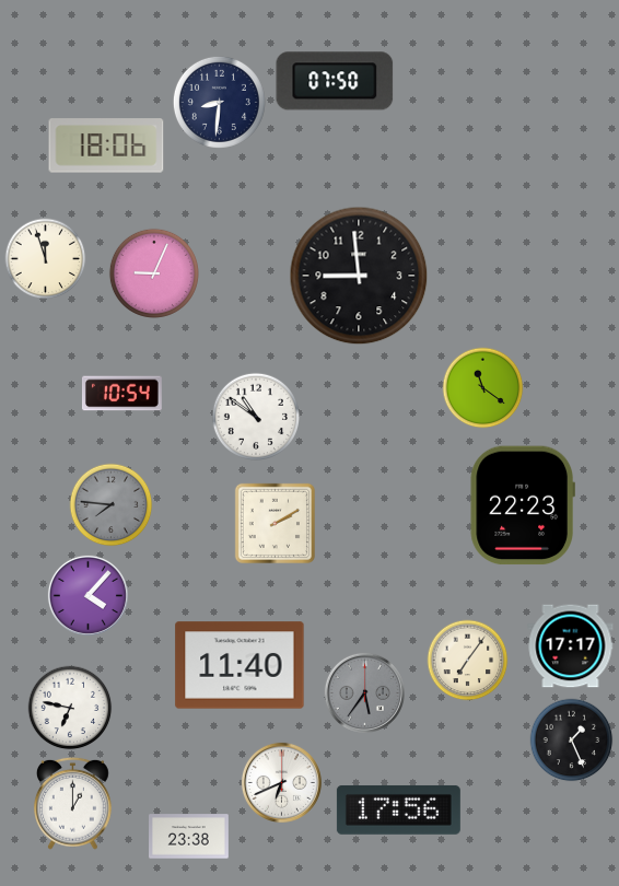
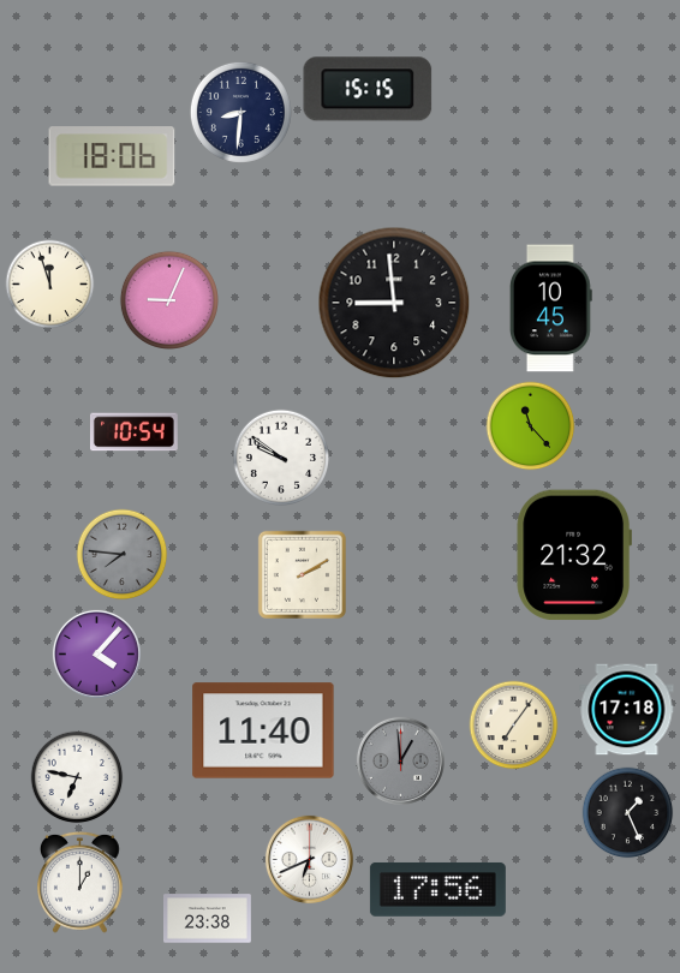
clock at (335, 81): 07:50 -> 15:15
clock at (106, 145) position: (106, 145) -> (112, 156)
clock at (550, 309): none -> 10:45
clock at (483, 388): 11:21 -> 11:23
clock at (255, 416): 10:51 -> 9:51
clock at (523, 505): 22:23 -> 21:32
clock at (571, 646): 17:17 -> 17:18
clock at (364, 692): 5:36 -> 12:59
